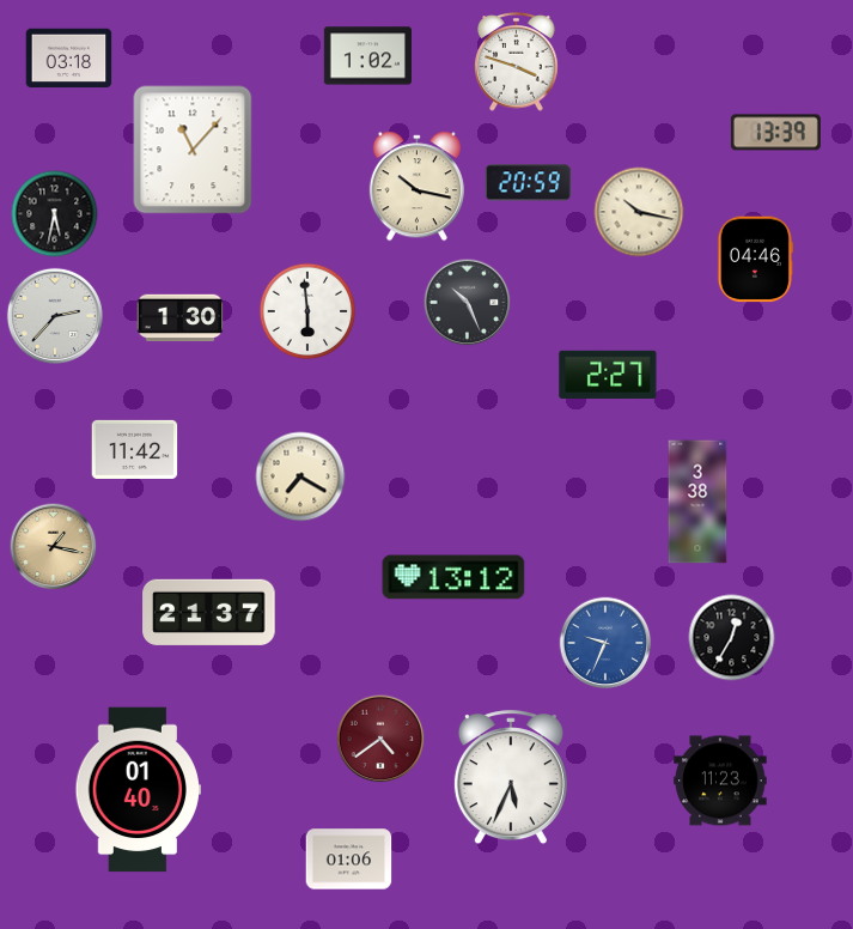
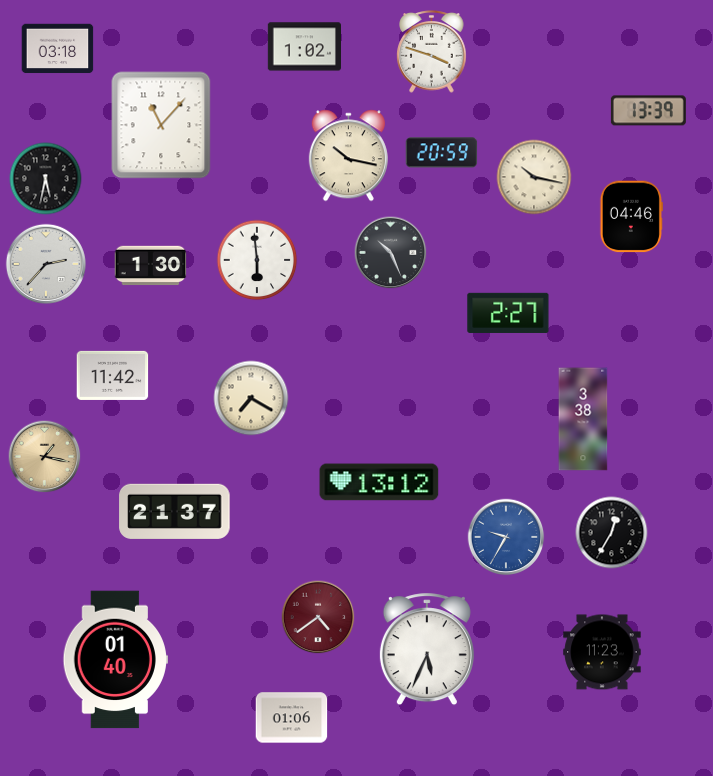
clock at (367, 56) position: (367, 56) -> (304, 47)
clock at (605, 643): 9:34 -> 9:35
